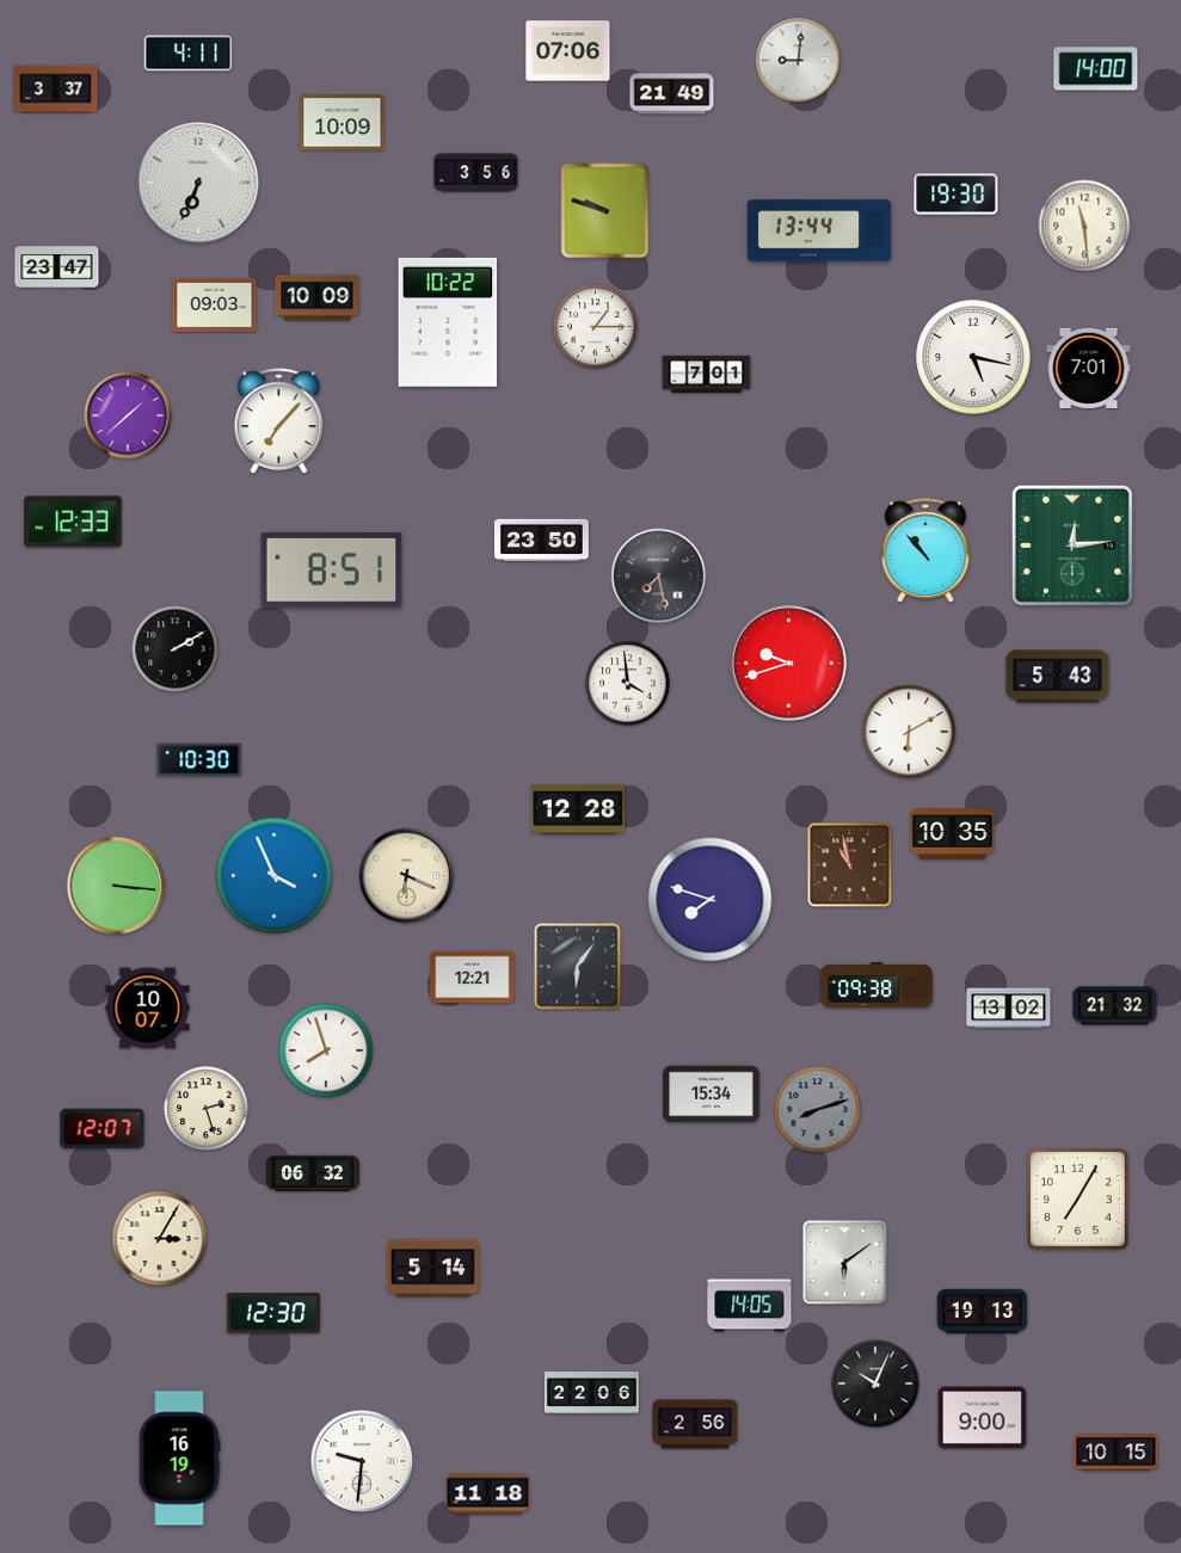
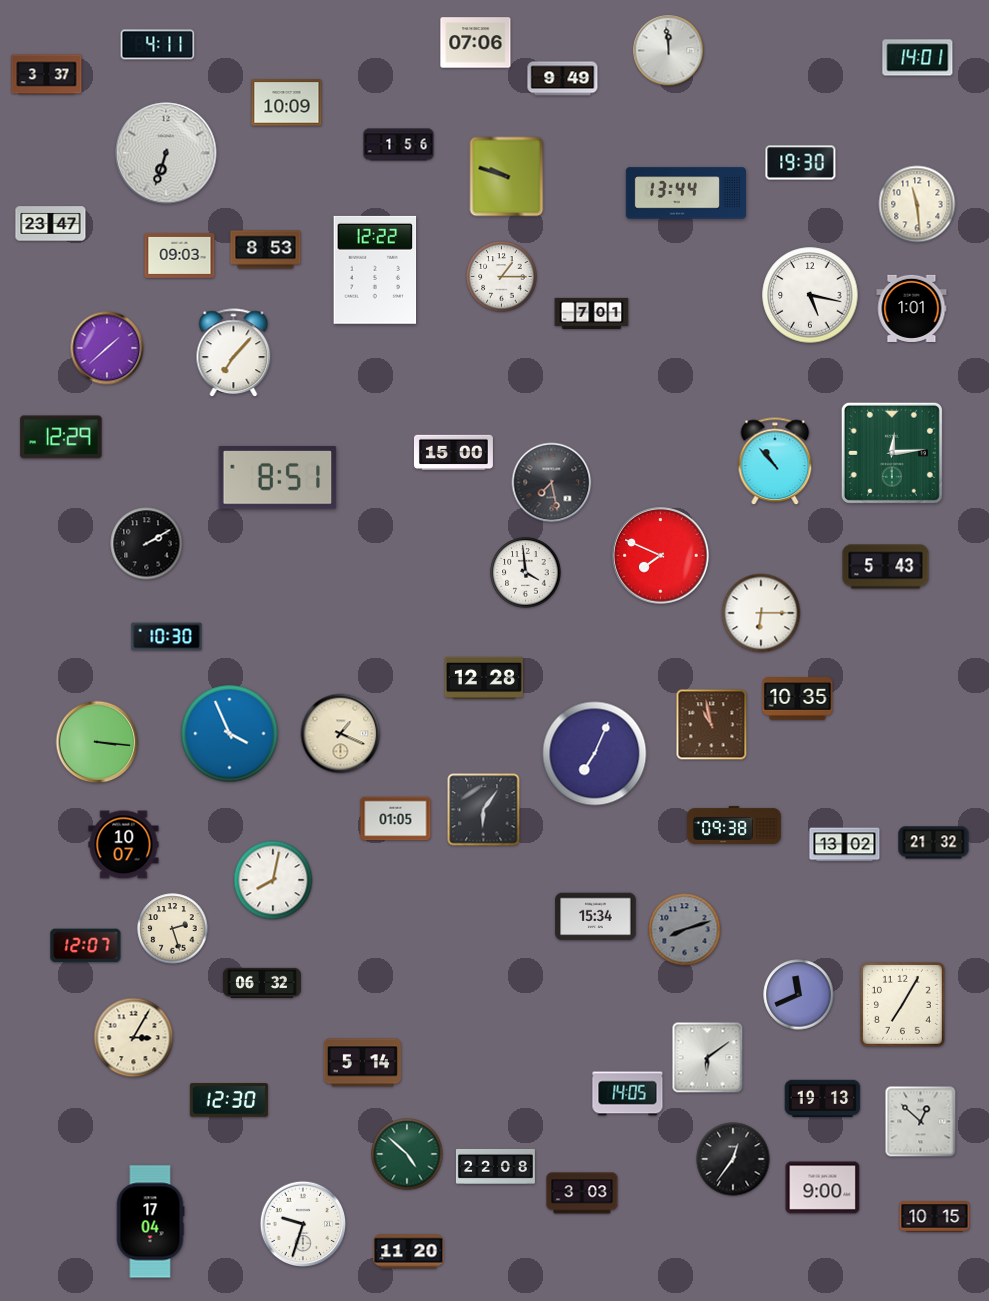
clock at (799, 61): 9:01 -> 11:59
clock at (1096, 69): 14:00 -> 14:01
clock at (672, 94): 21:49 -> 9:49
clock at (476, 173): 3:56 -> 1:56
clock at (198, 183): 6:34 -> 6:33
clock at (1084, 226) position: (1084, 226) -> (917, 204)
clock at (57, 267) position: (57, 267) -> (51, 224)
clock at (318, 298): 10:09 -> 8:53
clock at (448, 322): 10:22 -> 12:22
clock at (596, 327) position: (596, 327) -> (502, 277)
clock at (973, 357) position: (973, 357) -> (810, 295)
clock at (1089, 368): 7:01 -> 1:01
clock at (73, 522): 12:33 -> 12:29
clock at (541, 541): 23:50 -> 15:00
clock at (1072, 546) position: (1072, 546) -> (892, 453)
clock at (789, 664): 9:42 -> 7:49
clock at (909, 732): 6:10 -> 6:15
clock at (407, 876): 6:19 -> 1:19
clock at (711, 900): 7:48 -> 7:04
clock at (473, 978): 12:21 -> 01:05
clock at (326, 1050): 7:57 -> 8:02
clock at (799, 995): none -> 11:41
clock at (921, 1122): none -> 12:52
clock at (407, 1154): none -> 4:52
clock at (875, 1383): 10:04 -> 12:36
clock at (591, 1392): 22:06 -> 22:08
clock at (695, 1424): 2:56 -> 3:03
clock at (179, 1459): 16:19 -> 17:04
clock at (362, 1461): 9:31 -> 9:33
clock at (488, 1495): 11:18 -> 11:20
